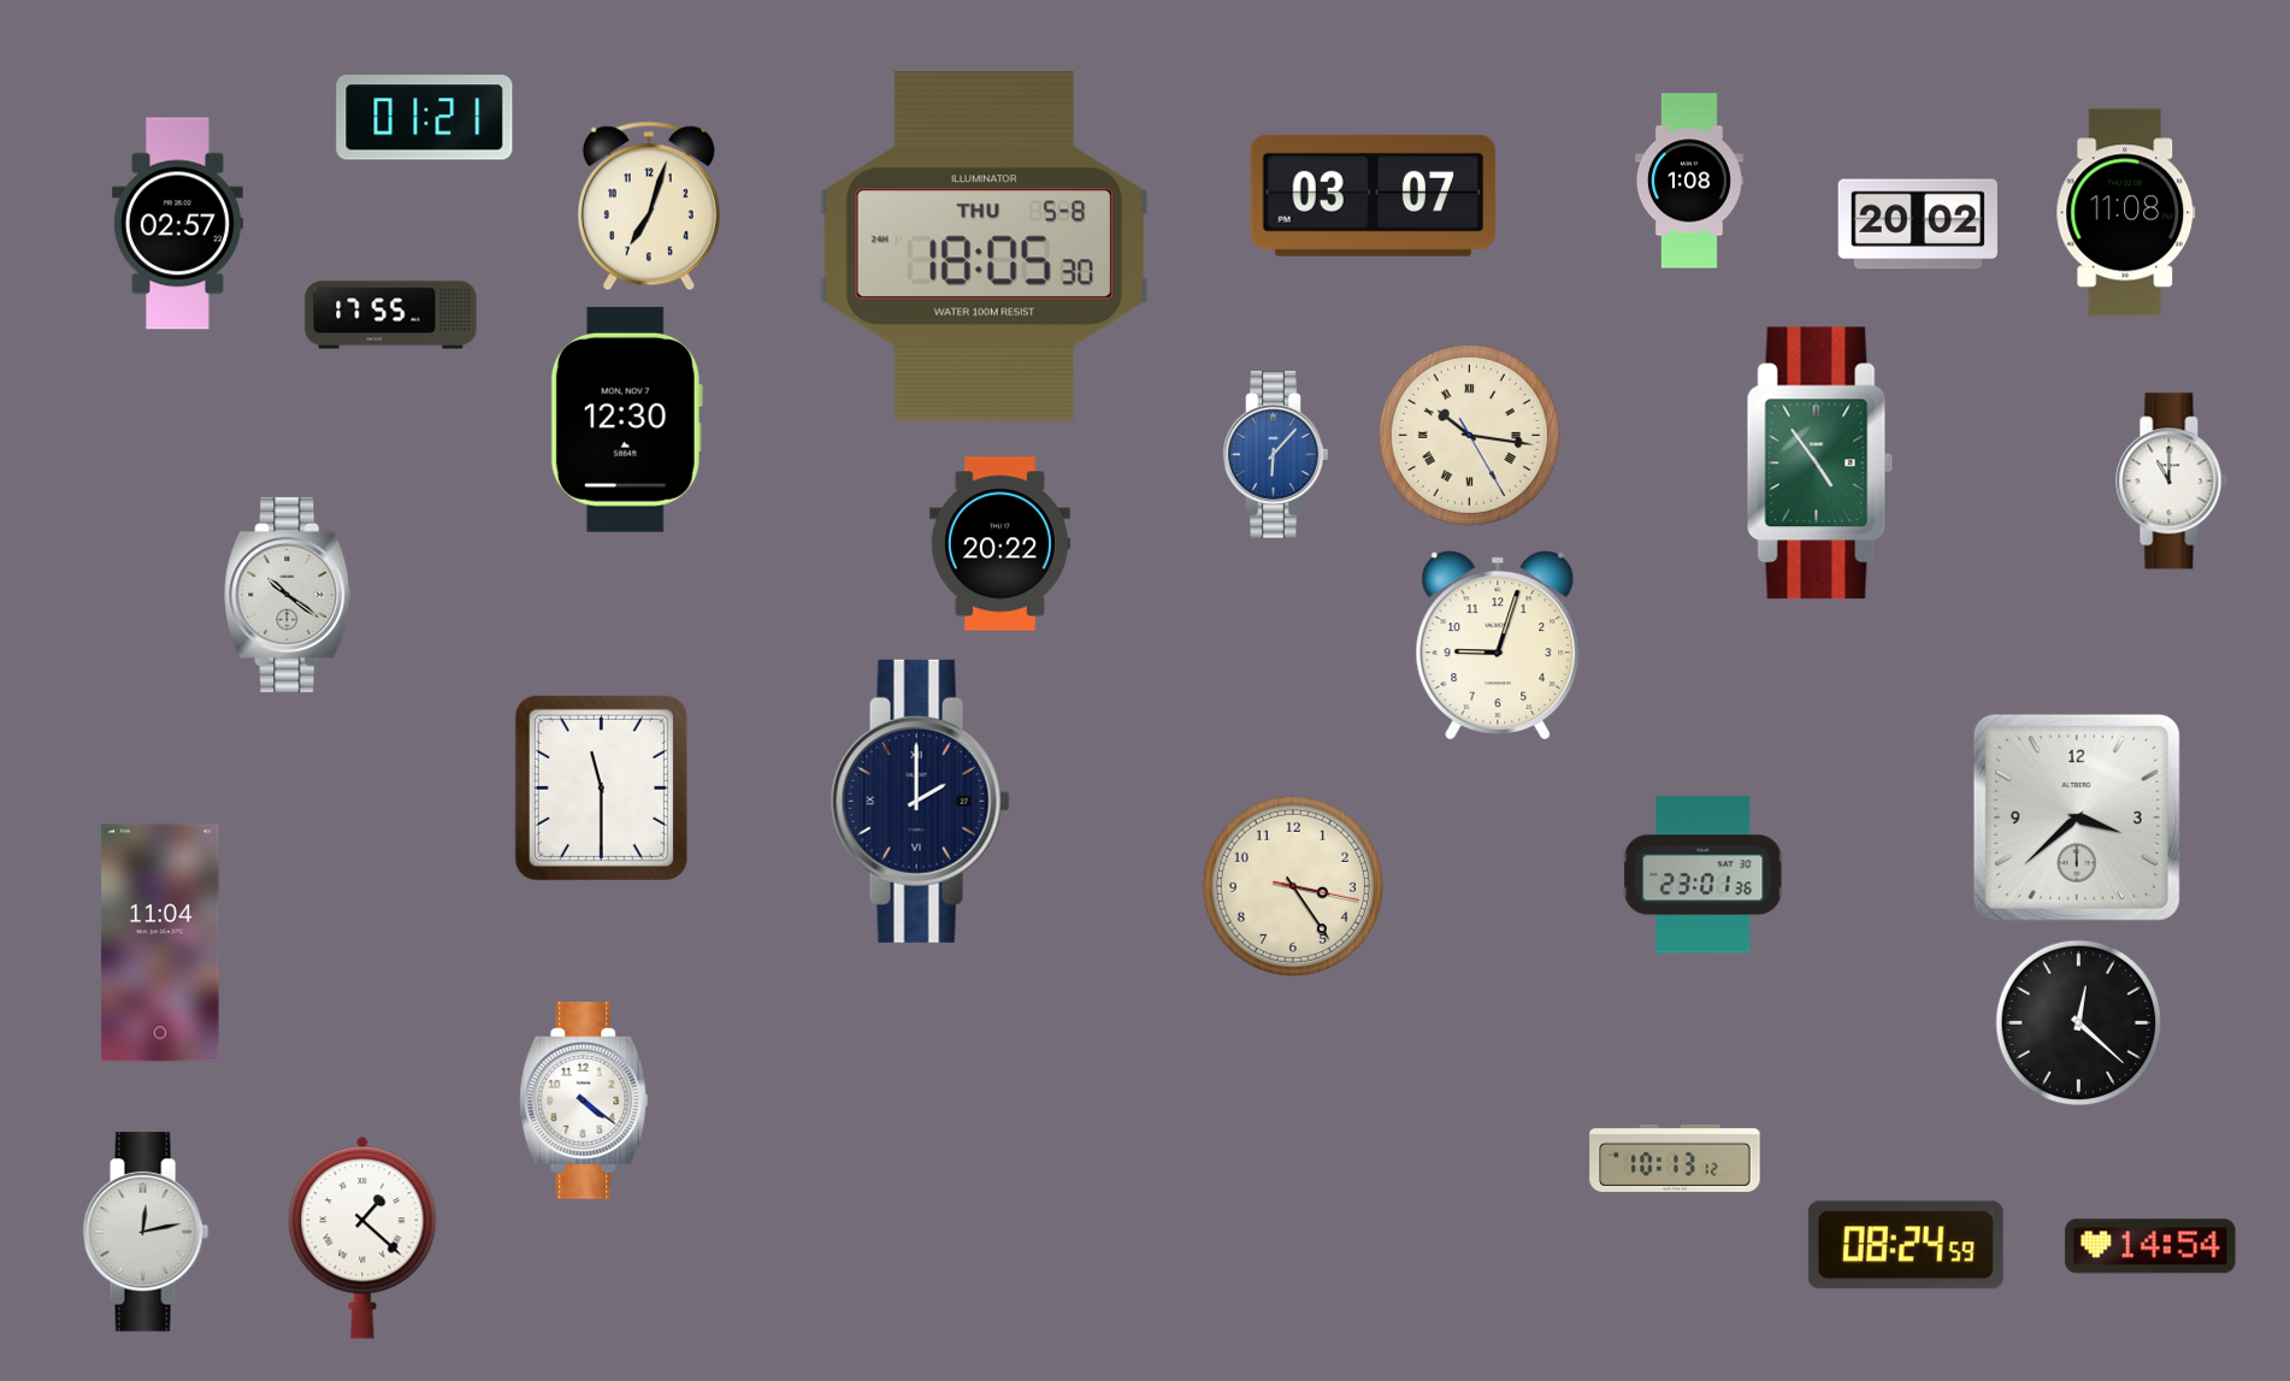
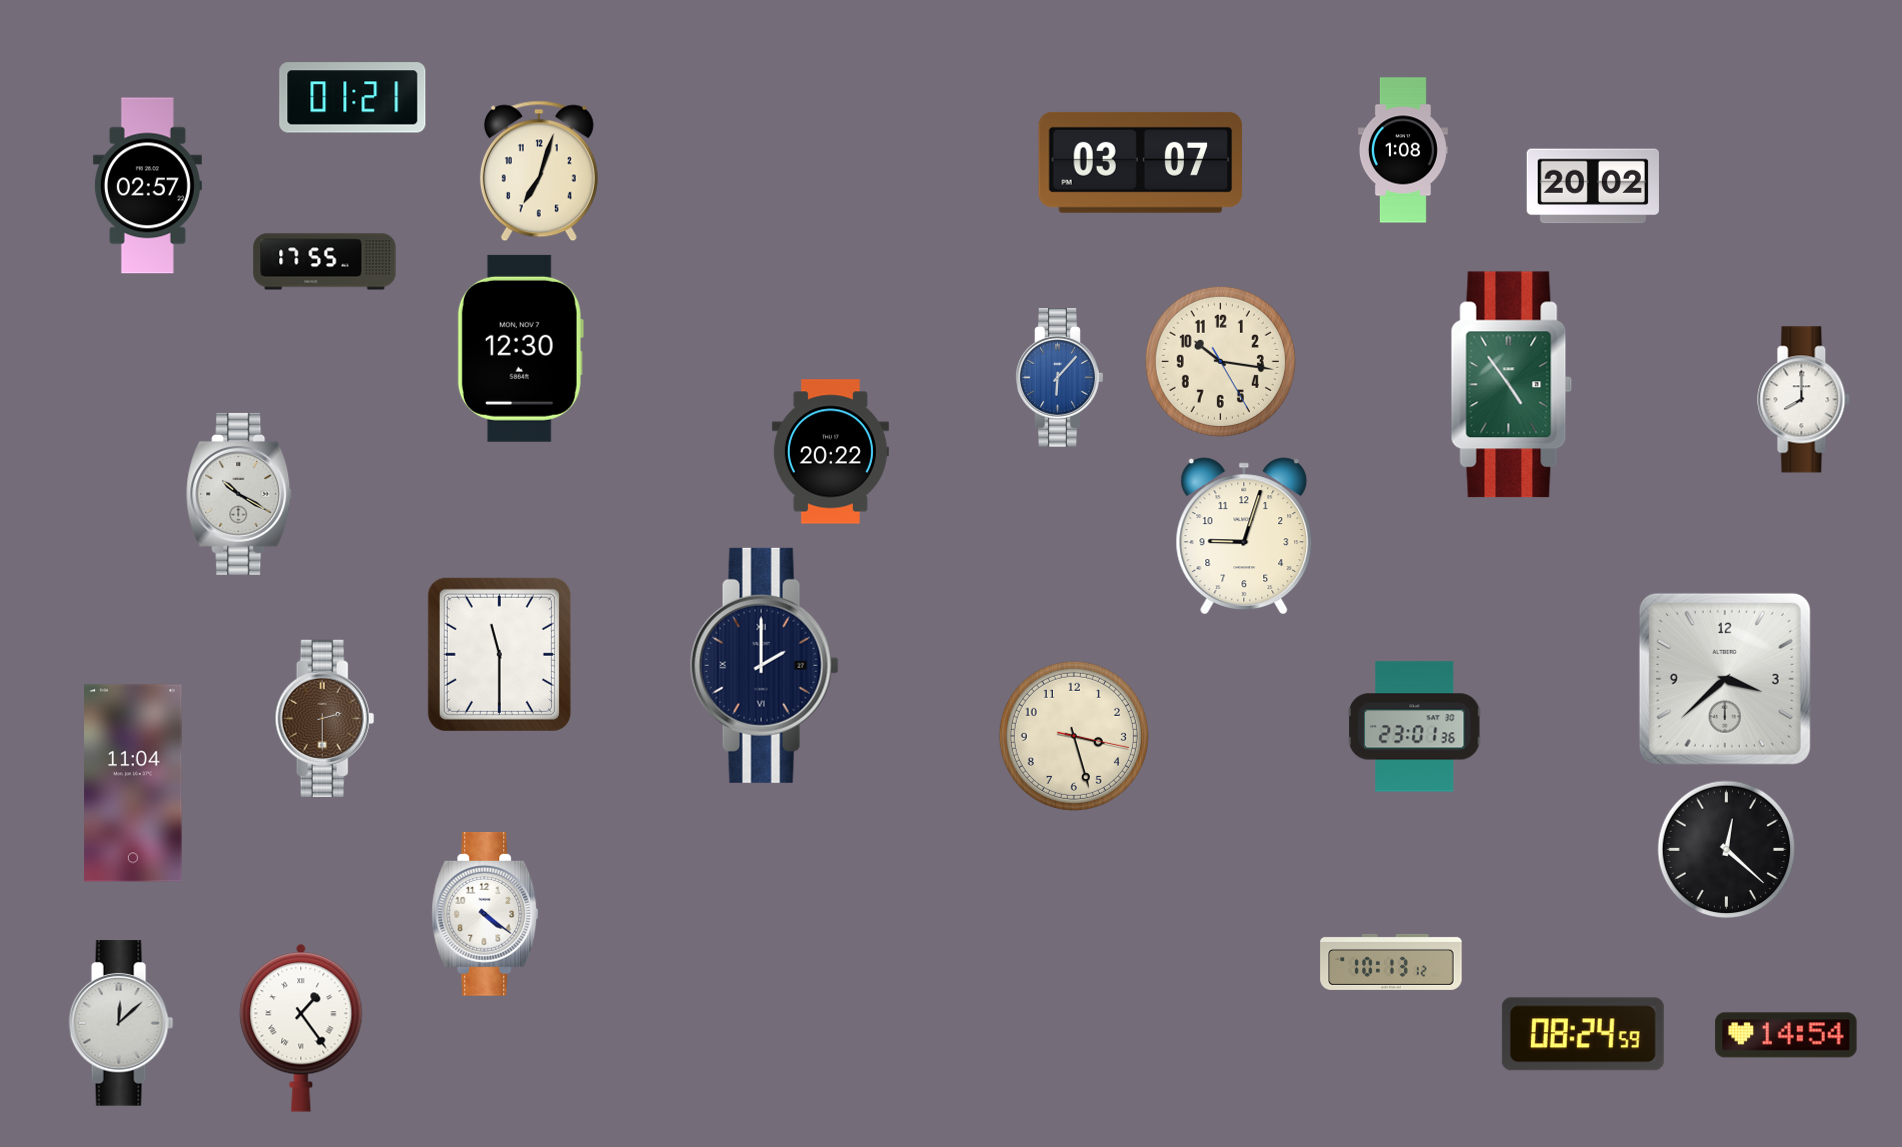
clock at (2126, 213): 11:08 -> none
clock at (984, 247): 18:05 -> none
clock at (1469, 435) numerals: Roman -> Arabic
clock at (2172, 482): 11:00 -> 8:00
clock at (289, 595): 10:21 -> 10:20
clock at (325, 718): none -> 2:30
clock at (1293, 886): 3:24 -> 3:27
clock at (146, 1232): 12:13 -> 12:08
clock at (362, 1238): 1:22 -> 1:24
